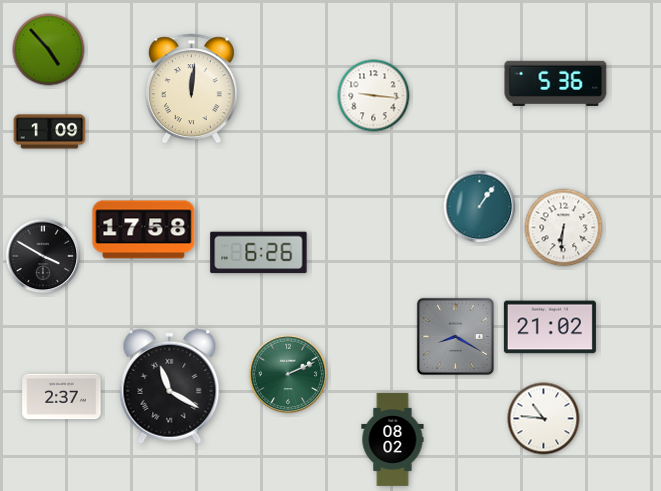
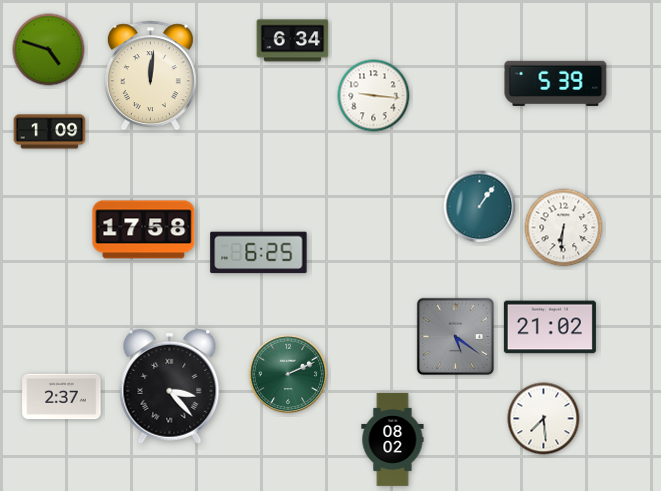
clock at (293, 41): none -> 6:34
clock at (49, 50): 4:53 -> 4:48
clock at (556, 83): 5:36 -> 5:39
clock at (191, 89) position: (191, 89) -> (150, 76)
clock at (259, 253): 6:26 -> 6:25
clock at (43, 256): 3:50 -> none
clock at (455, 336): 8:20 -> 5:21
clock at (170, 386): 11:20 -> 3:23
clock at (544, 419): 10:46 -> 7:29
